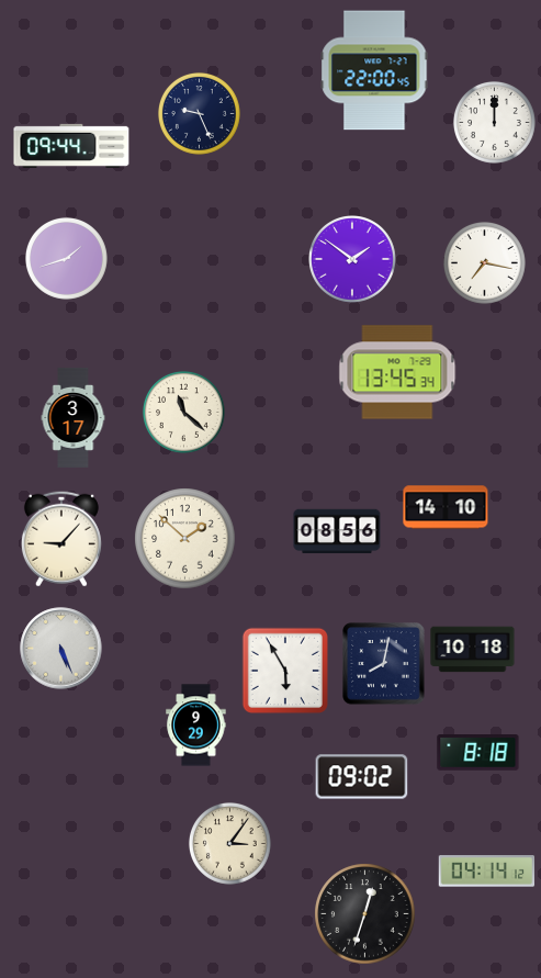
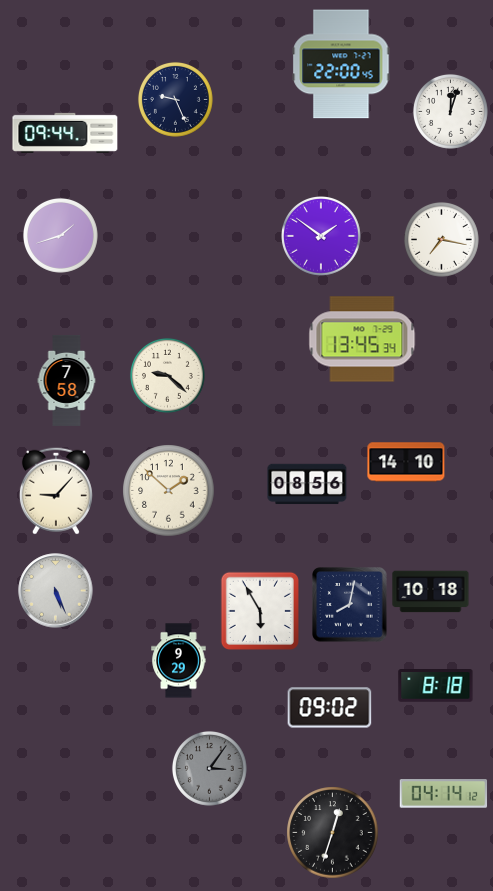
clock at (199, 113) position: (199, 113) -> (175, 99)
clock at (494, 122): 12:00 -> 12:03
clock at (183, 412): 11:22 -> 9:22
clock at (74, 417): 3:17 -> 7:58
clock at (229, 843) dial: cream -> grey
